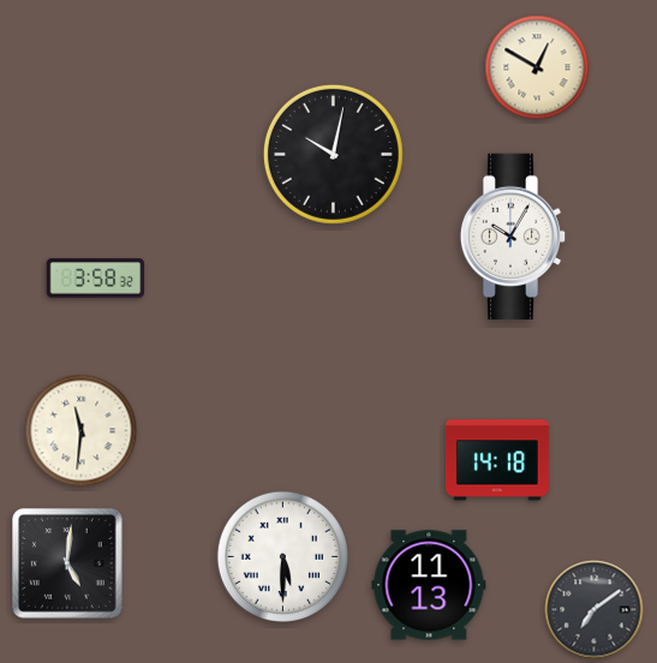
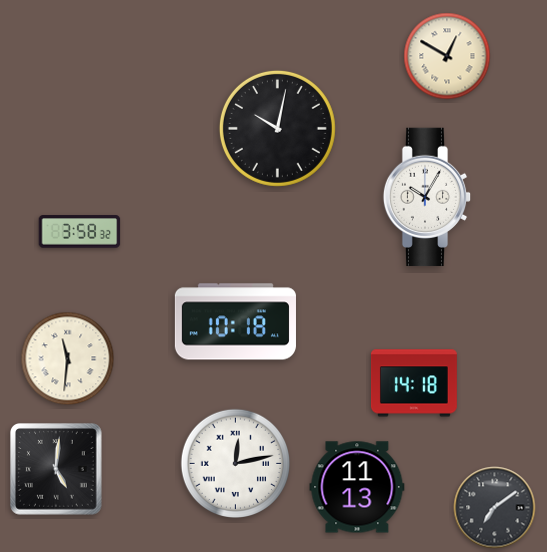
clock at (235, 322): none -> 10:18
clock at (282, 556): 5:30 -> 12:13
